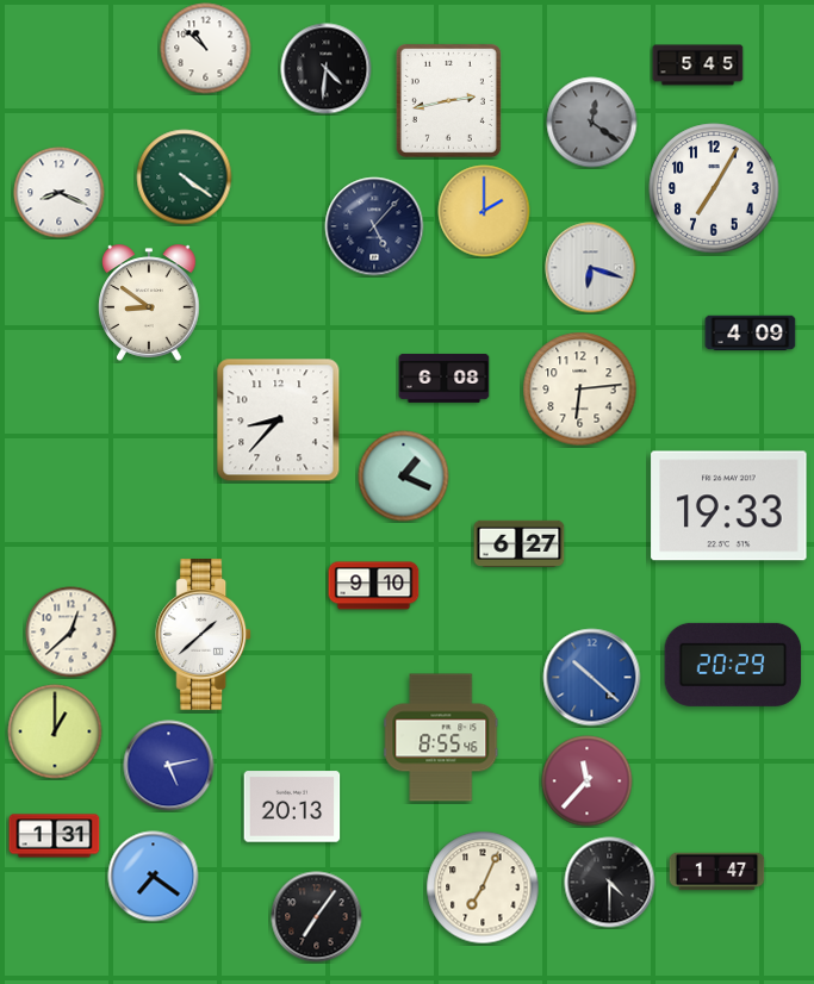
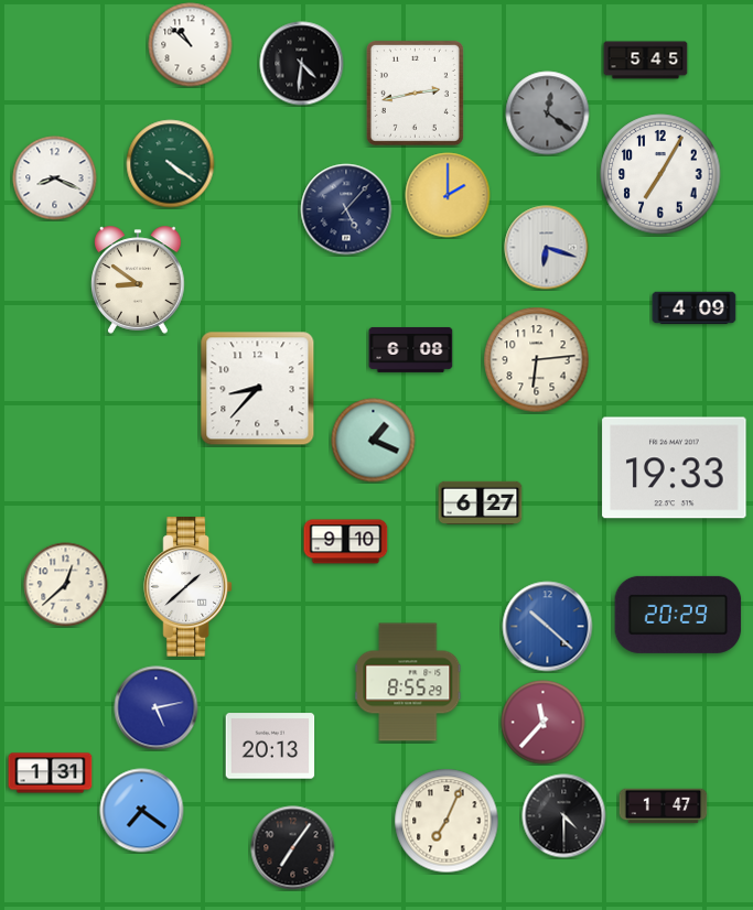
clock at (55, 731): 1:00 -> none
clock at (441, 737): 8:55:46 -> 8:55:29
